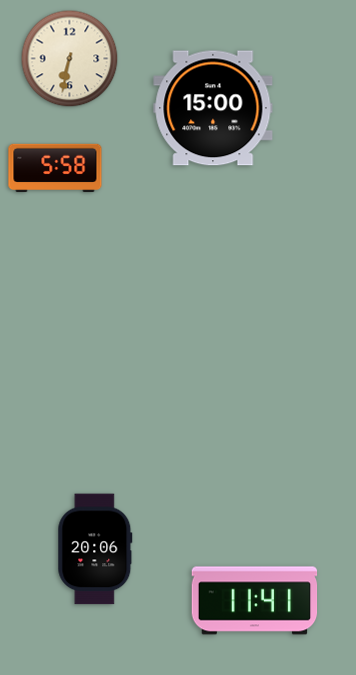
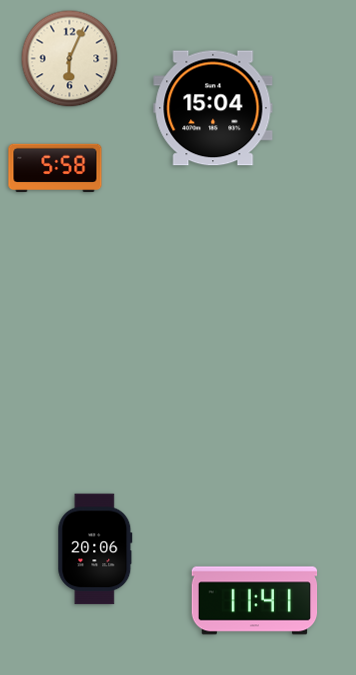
clock at (70, 59): 6:32 -> 6:04
clock at (213, 108): 15:00 -> 15:04
